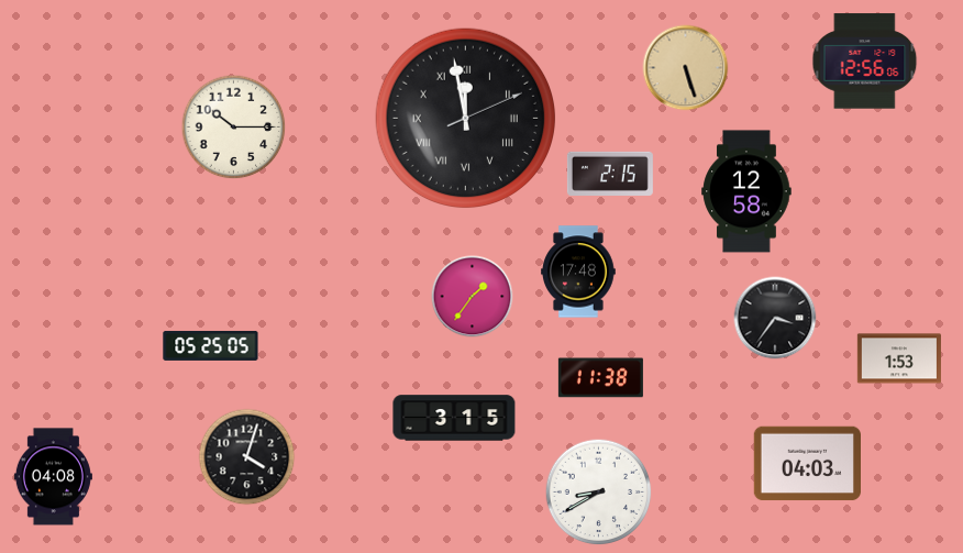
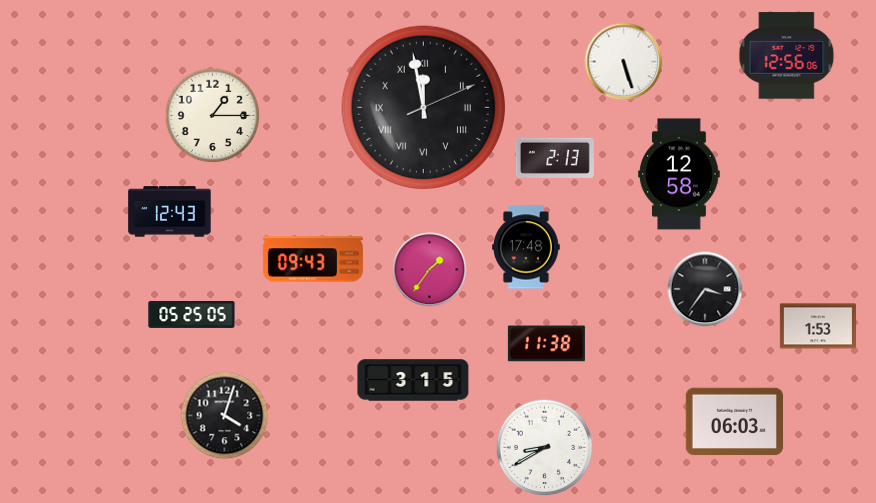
clock at (686, 68) dial: champagne -> white
clock at (234, 128): 10:15 -> 1:15
clock at (610, 174): 2:15 -> 2:13
clock at (170, 212): none -> 12:43
clock at (313, 259): none -> 09:43
clock at (807, 464): 04:03 -> 06:03
clock at (53, 477): 04:08 -> none
